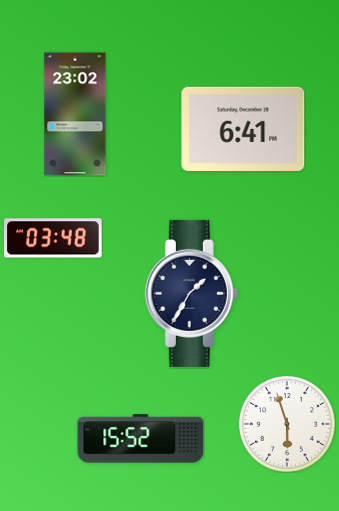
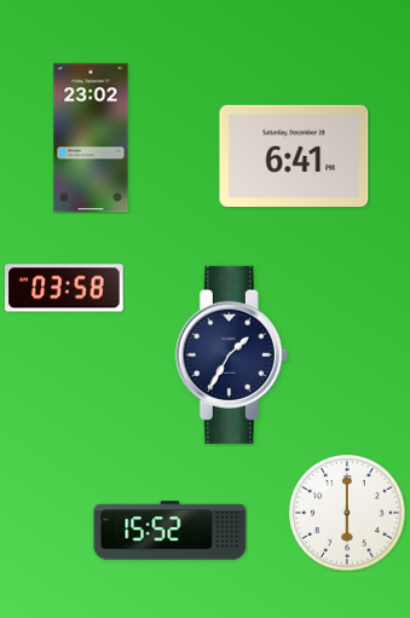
clock at (53, 238): 03:48 -> 03:58
clock at (287, 424): 5:57 -> 6:00
